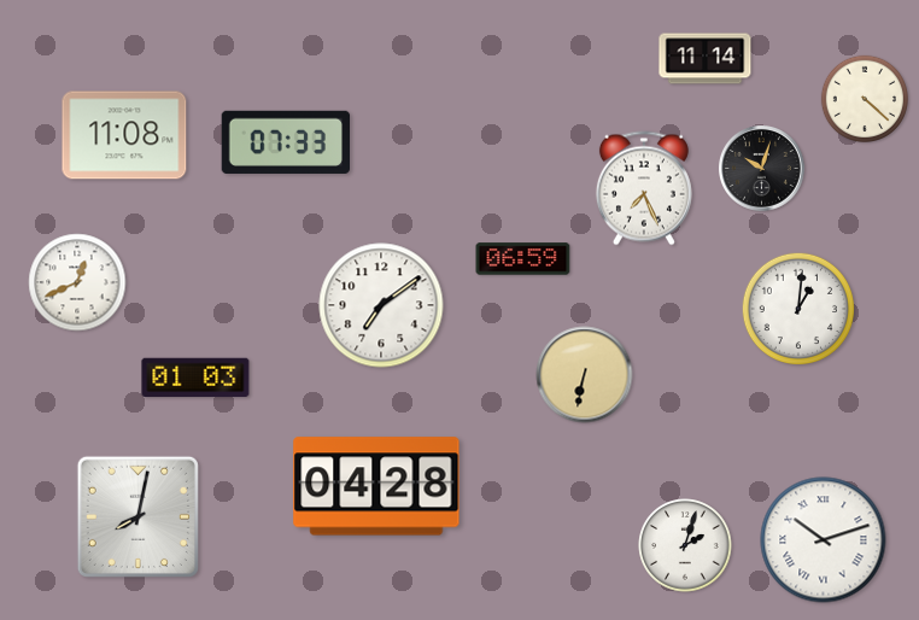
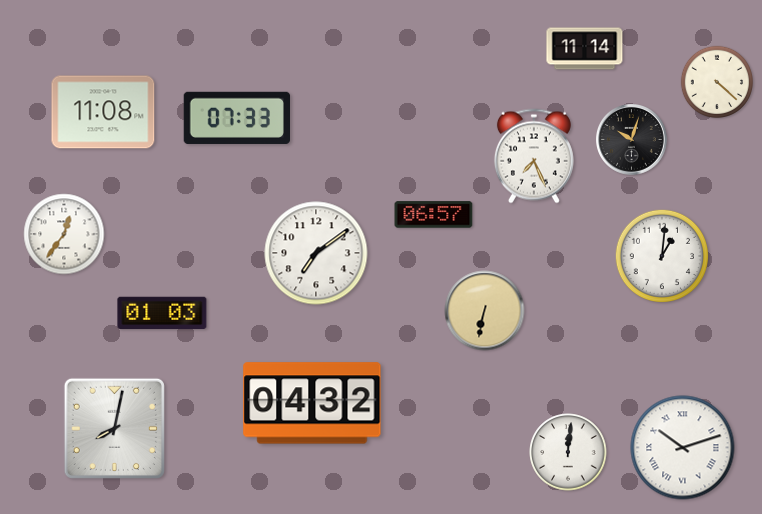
clock at (523, 259): 06:59 -> 06:57
clock at (77, 282): 12:41 -> 12:36
clock at (376, 486): 04:28 -> 04:32
clock at (685, 545): 2:03 -> 12:01
